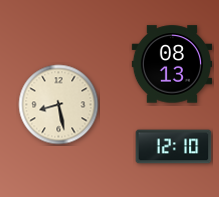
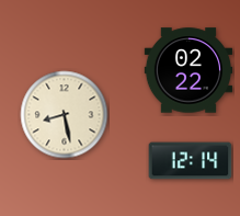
clock at (172, 64): 08:13 -> 02:22
clock at (174, 147): 12:10 -> 12:14
